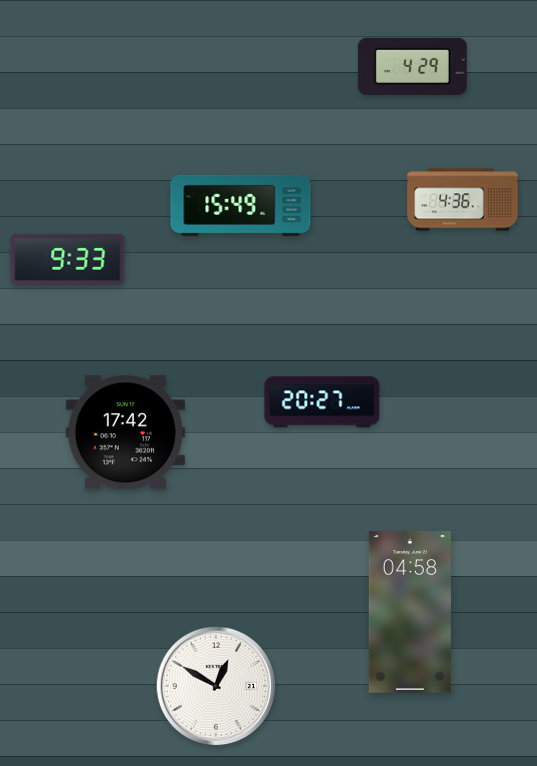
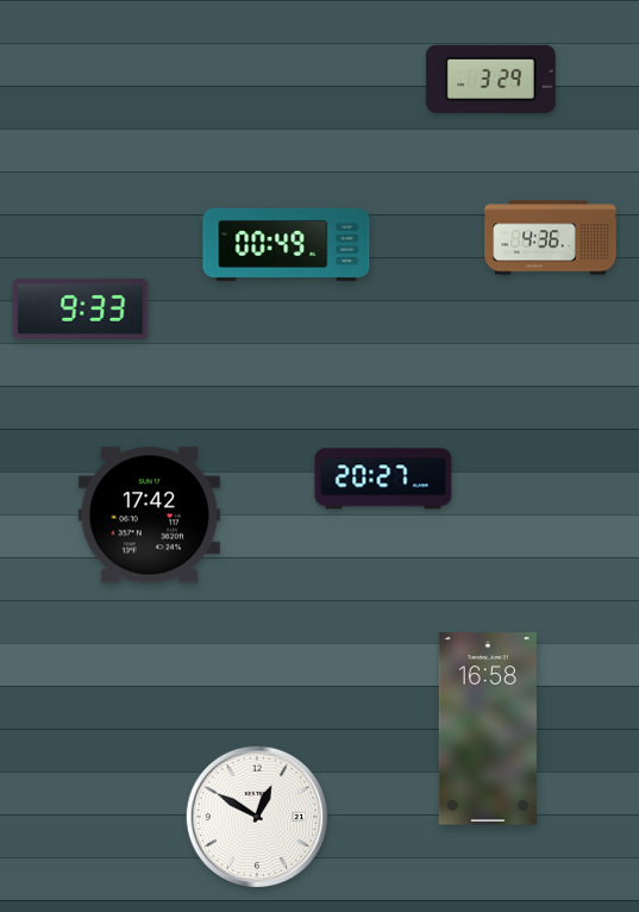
clock at (412, 66): 4:29 -> 3:29
clock at (241, 205): 15:49 -> 00:49
clock at (410, 612): 04:58 -> 16:58
